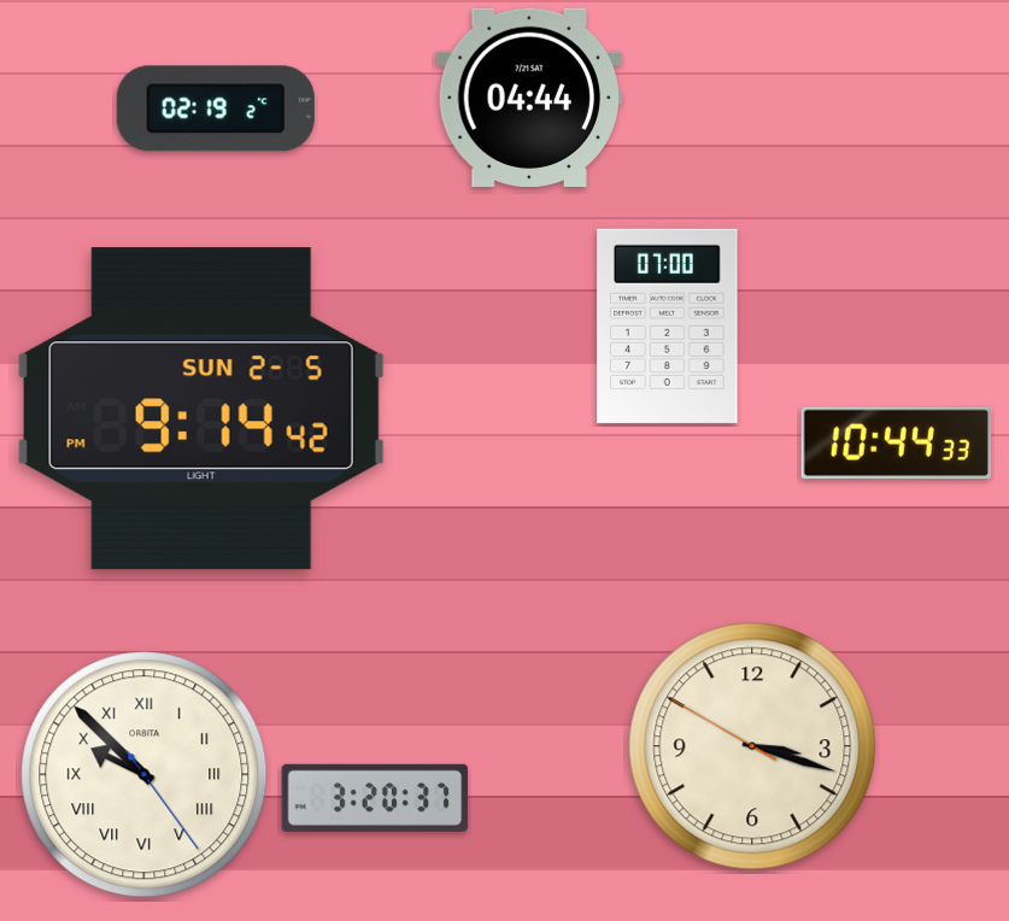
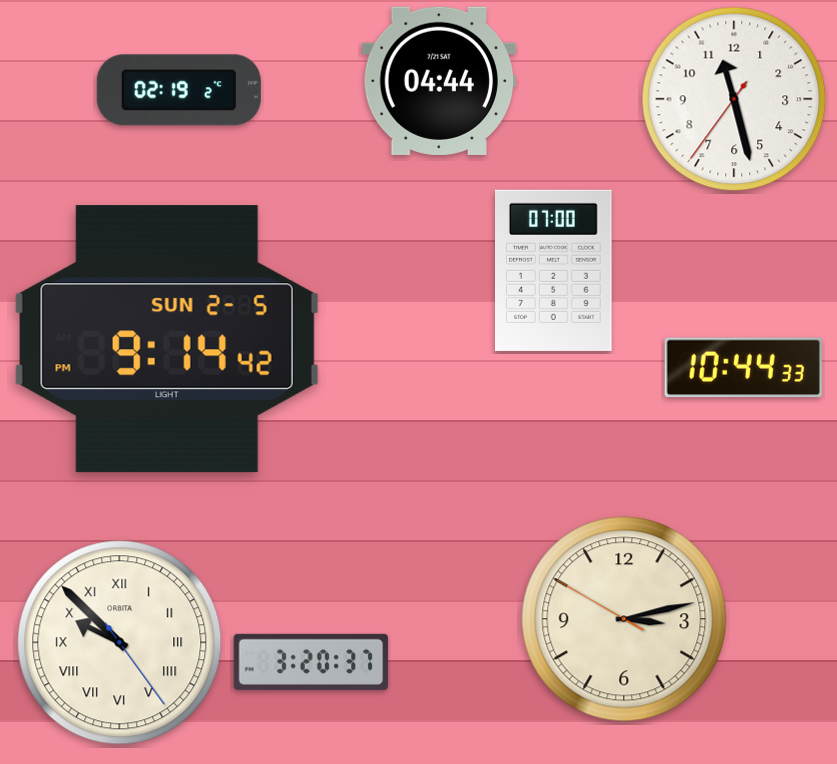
clock at (734, 99): none -> 11:27
clock at (752, 746): 3:17 -> 3:12
